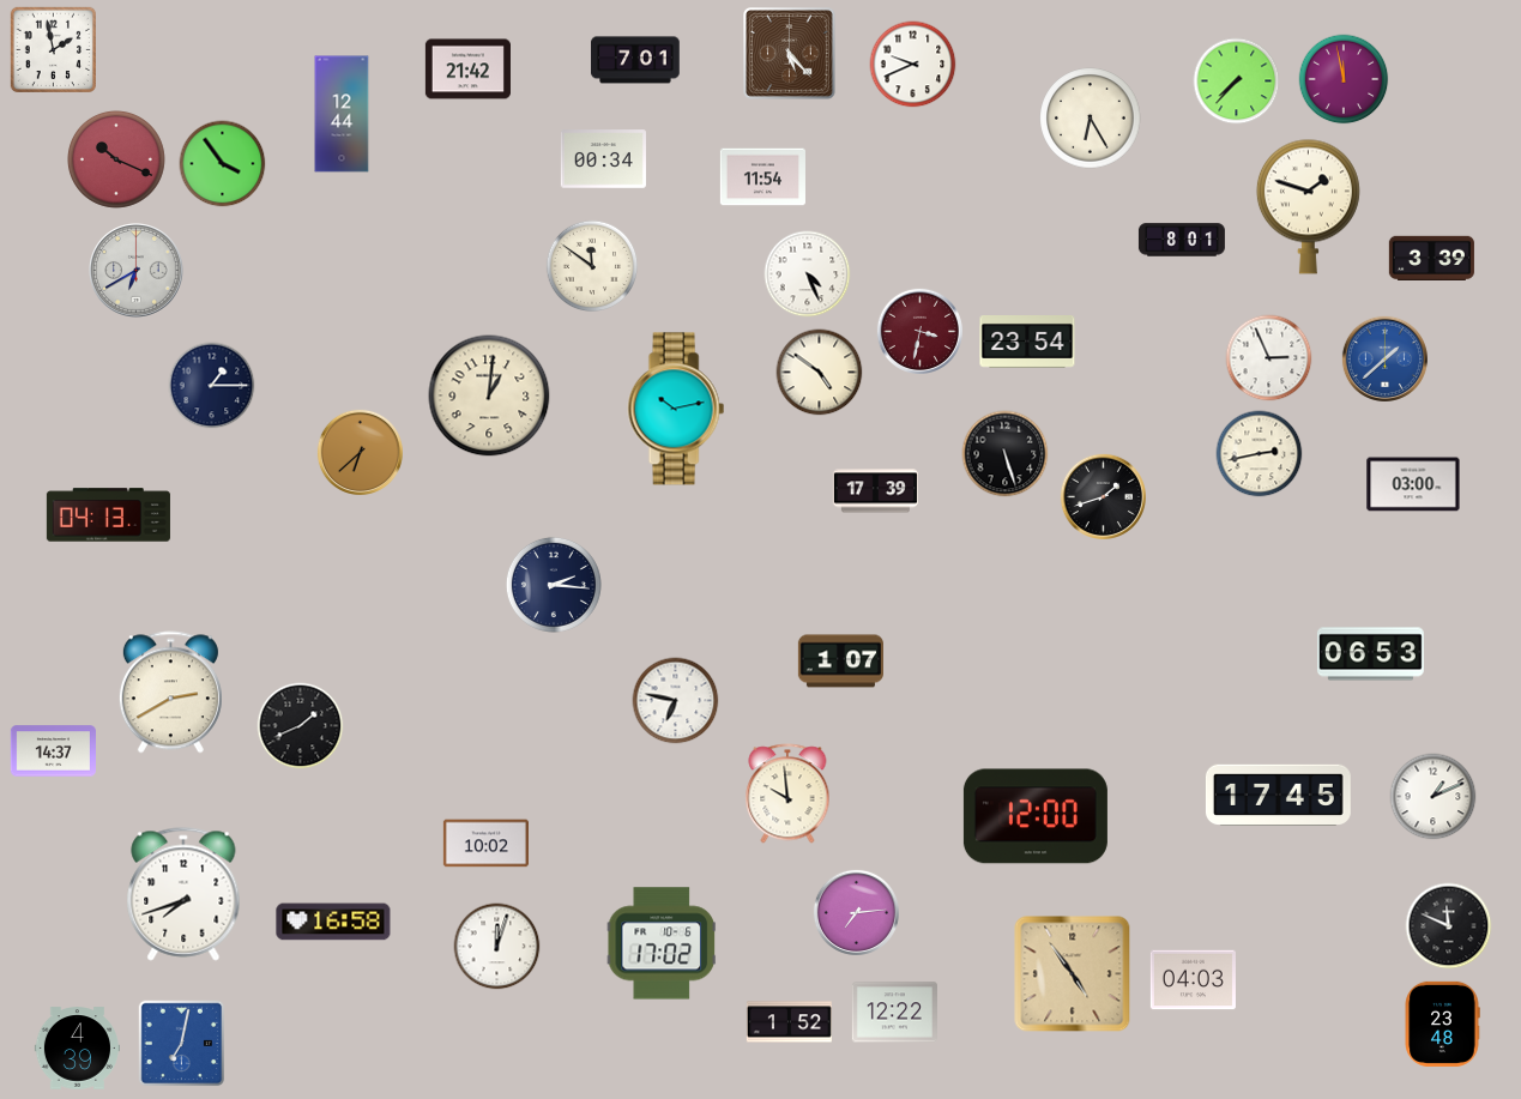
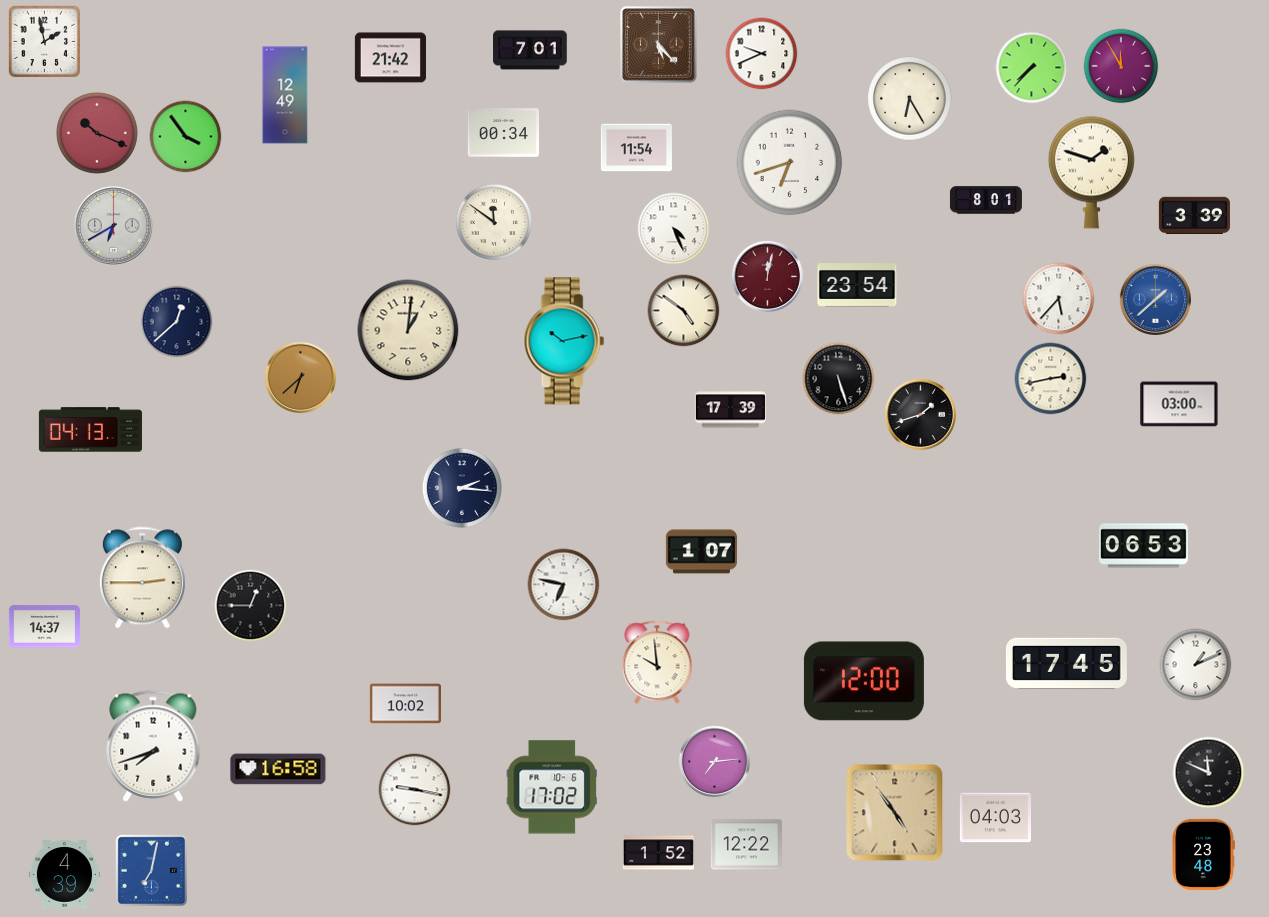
clock at (1344, 79): 11:58 -> 11:55
clock at (342, 114): 12:44 -> 12:49
clock at (790, 163): none -> 6:42
clock at (919, 331): 3:32 -> 12:02
clock at (1269, 358): 2:56 -> 5:37
clock at (212, 386): 1:15 -> 12:38
clock at (170, 693): 2:40 -> 2:45
clock at (301, 726): 1:41 -> 12:45
clock at (497, 947): 12:03 -> 9:17
